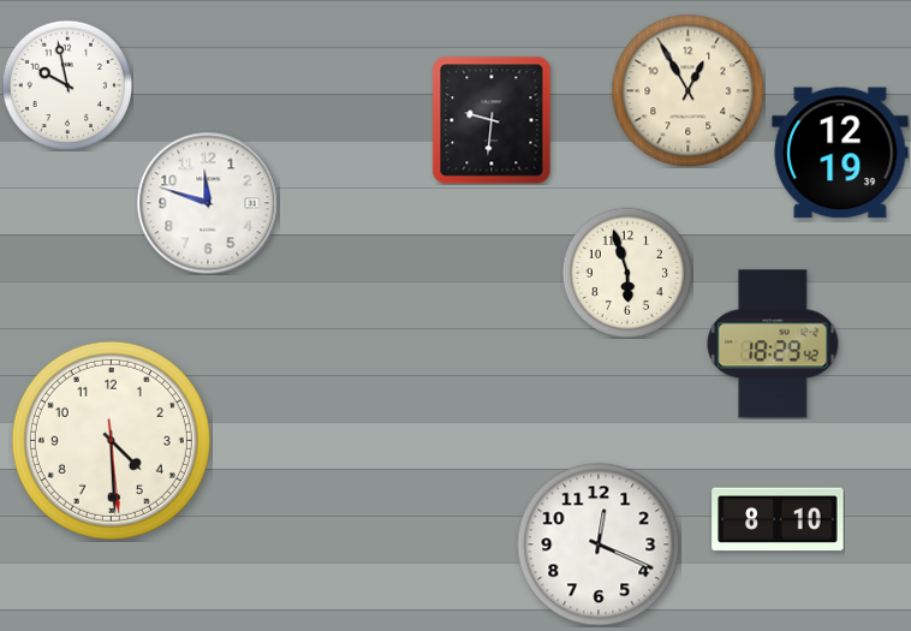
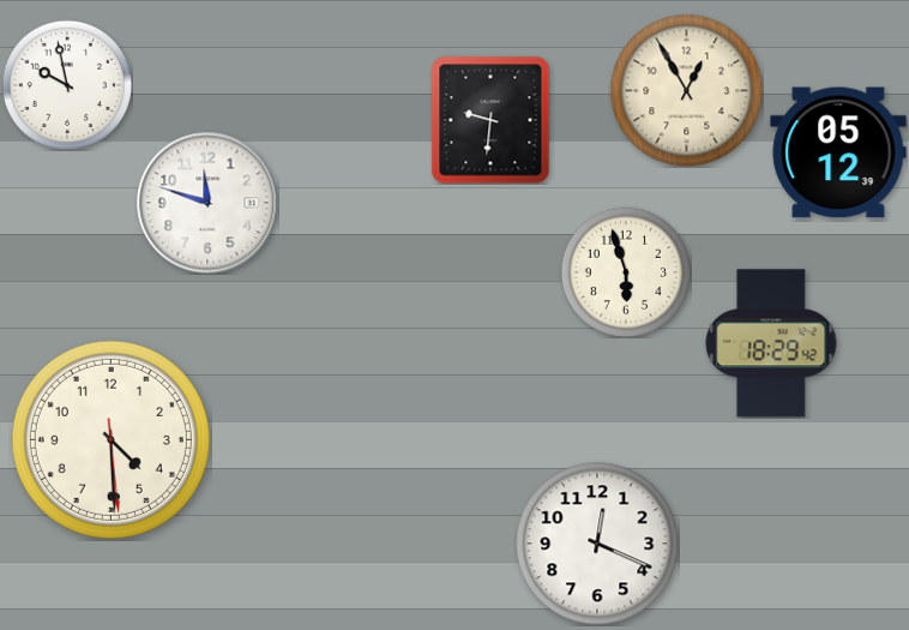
clock at (840, 153): 12:19 -> 05:12
clock at (778, 519): 8:10 -> none
